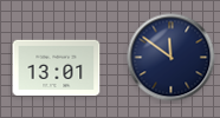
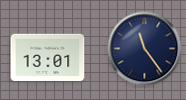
clock at (172, 58): 11:51 -> 11:24
